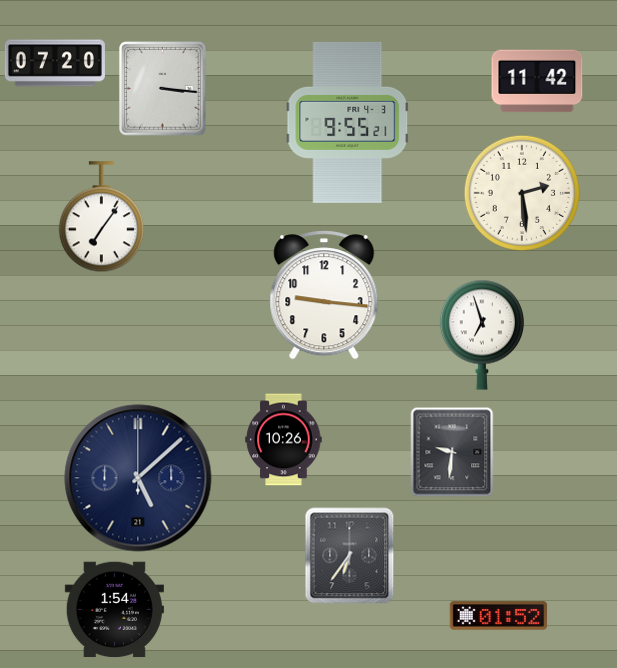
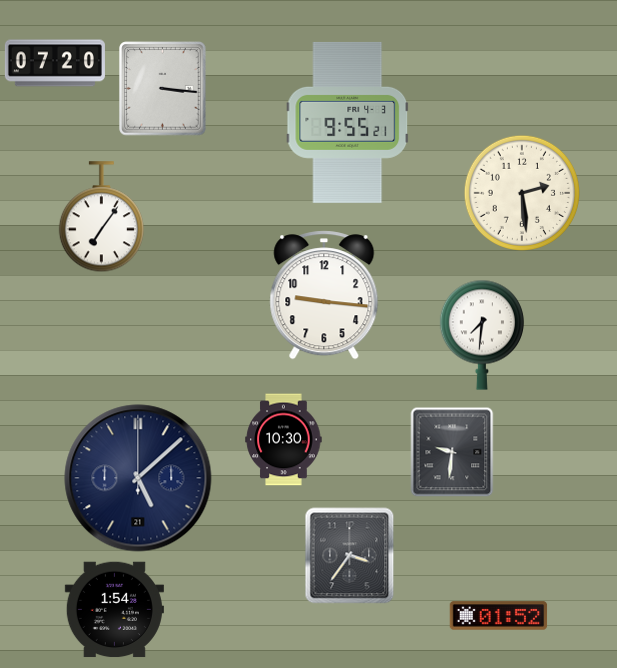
clock at (537, 81): 11:42 -> none
clock at (482, 335): 6:57 -> 7:31
clock at (284, 440): 10:26 -> 10:30
clock at (350, 556): 6:36 -> 3:36
